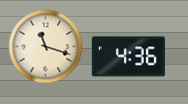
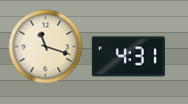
clock at (128, 57): 4:36 -> 4:31
